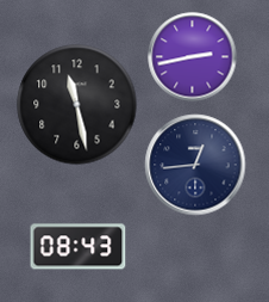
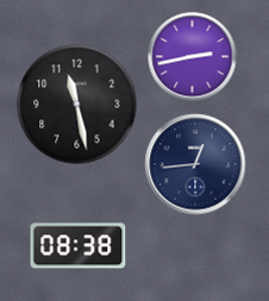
clock at (79, 247): 08:43 -> 08:38
